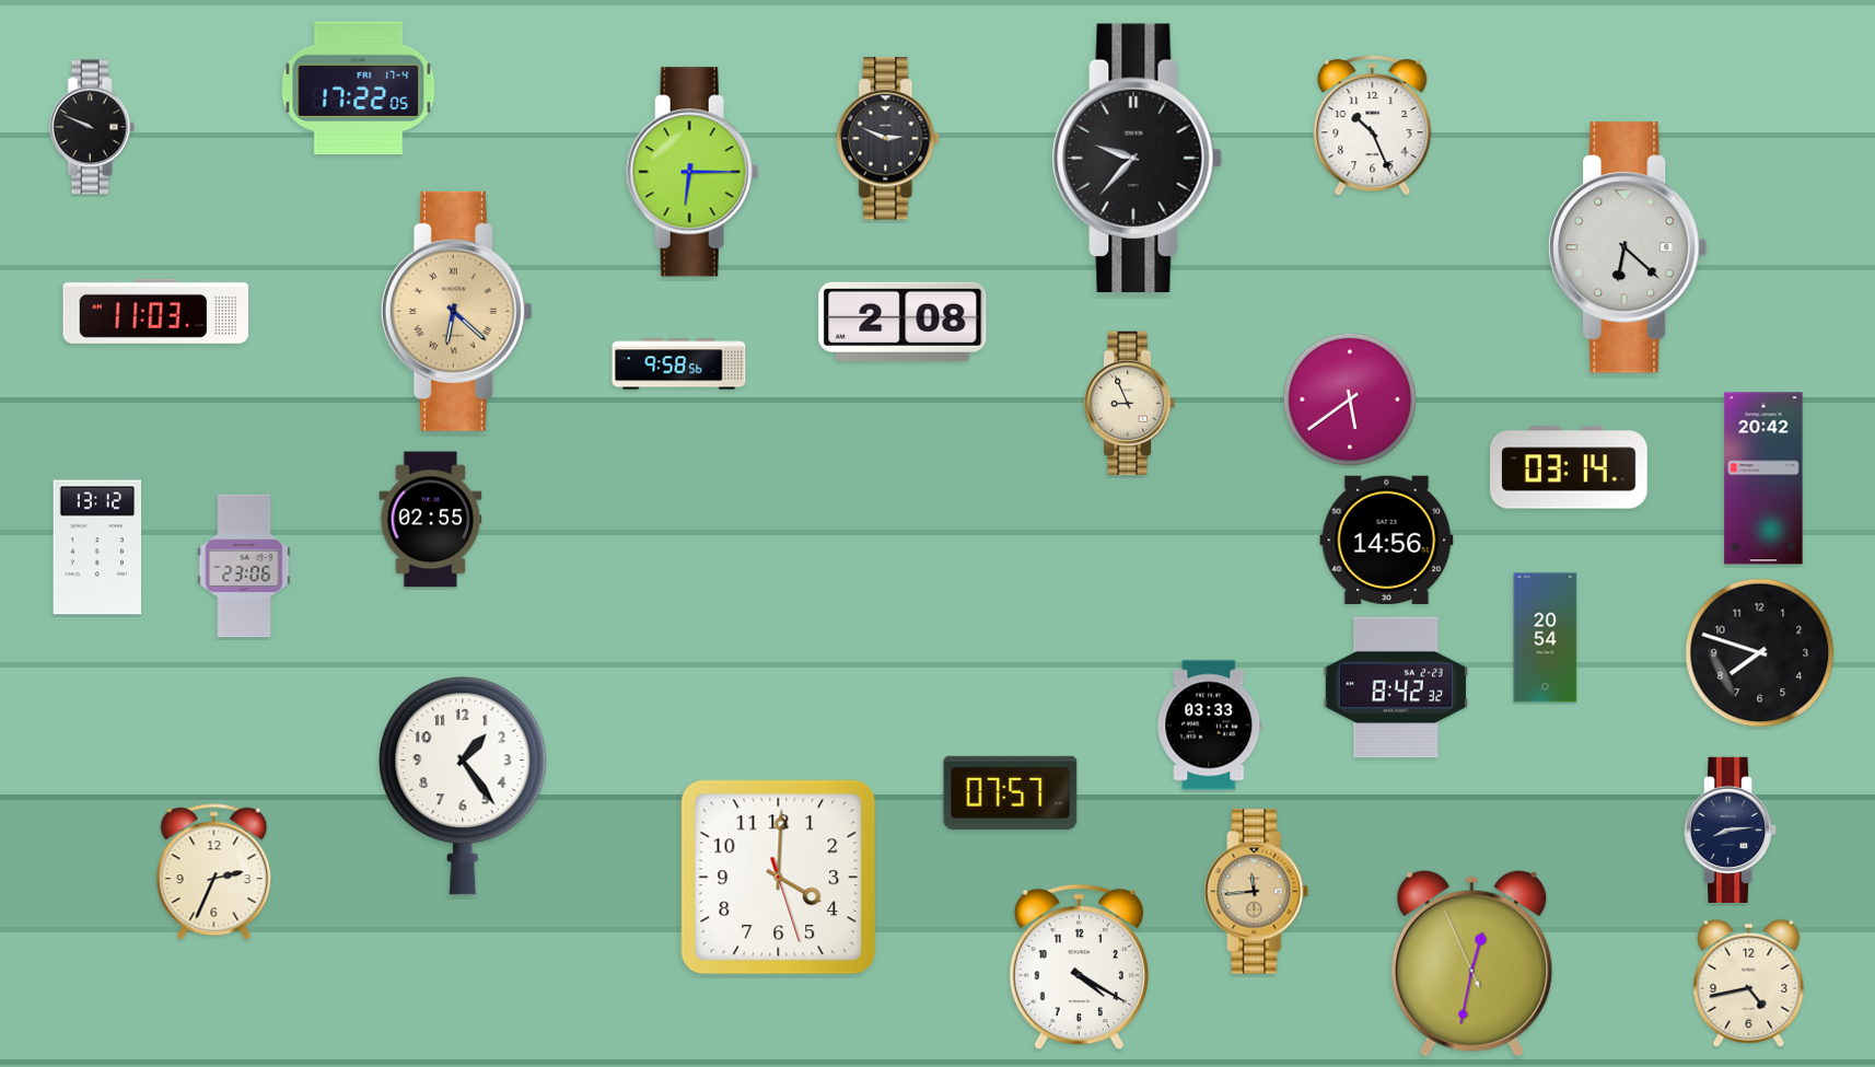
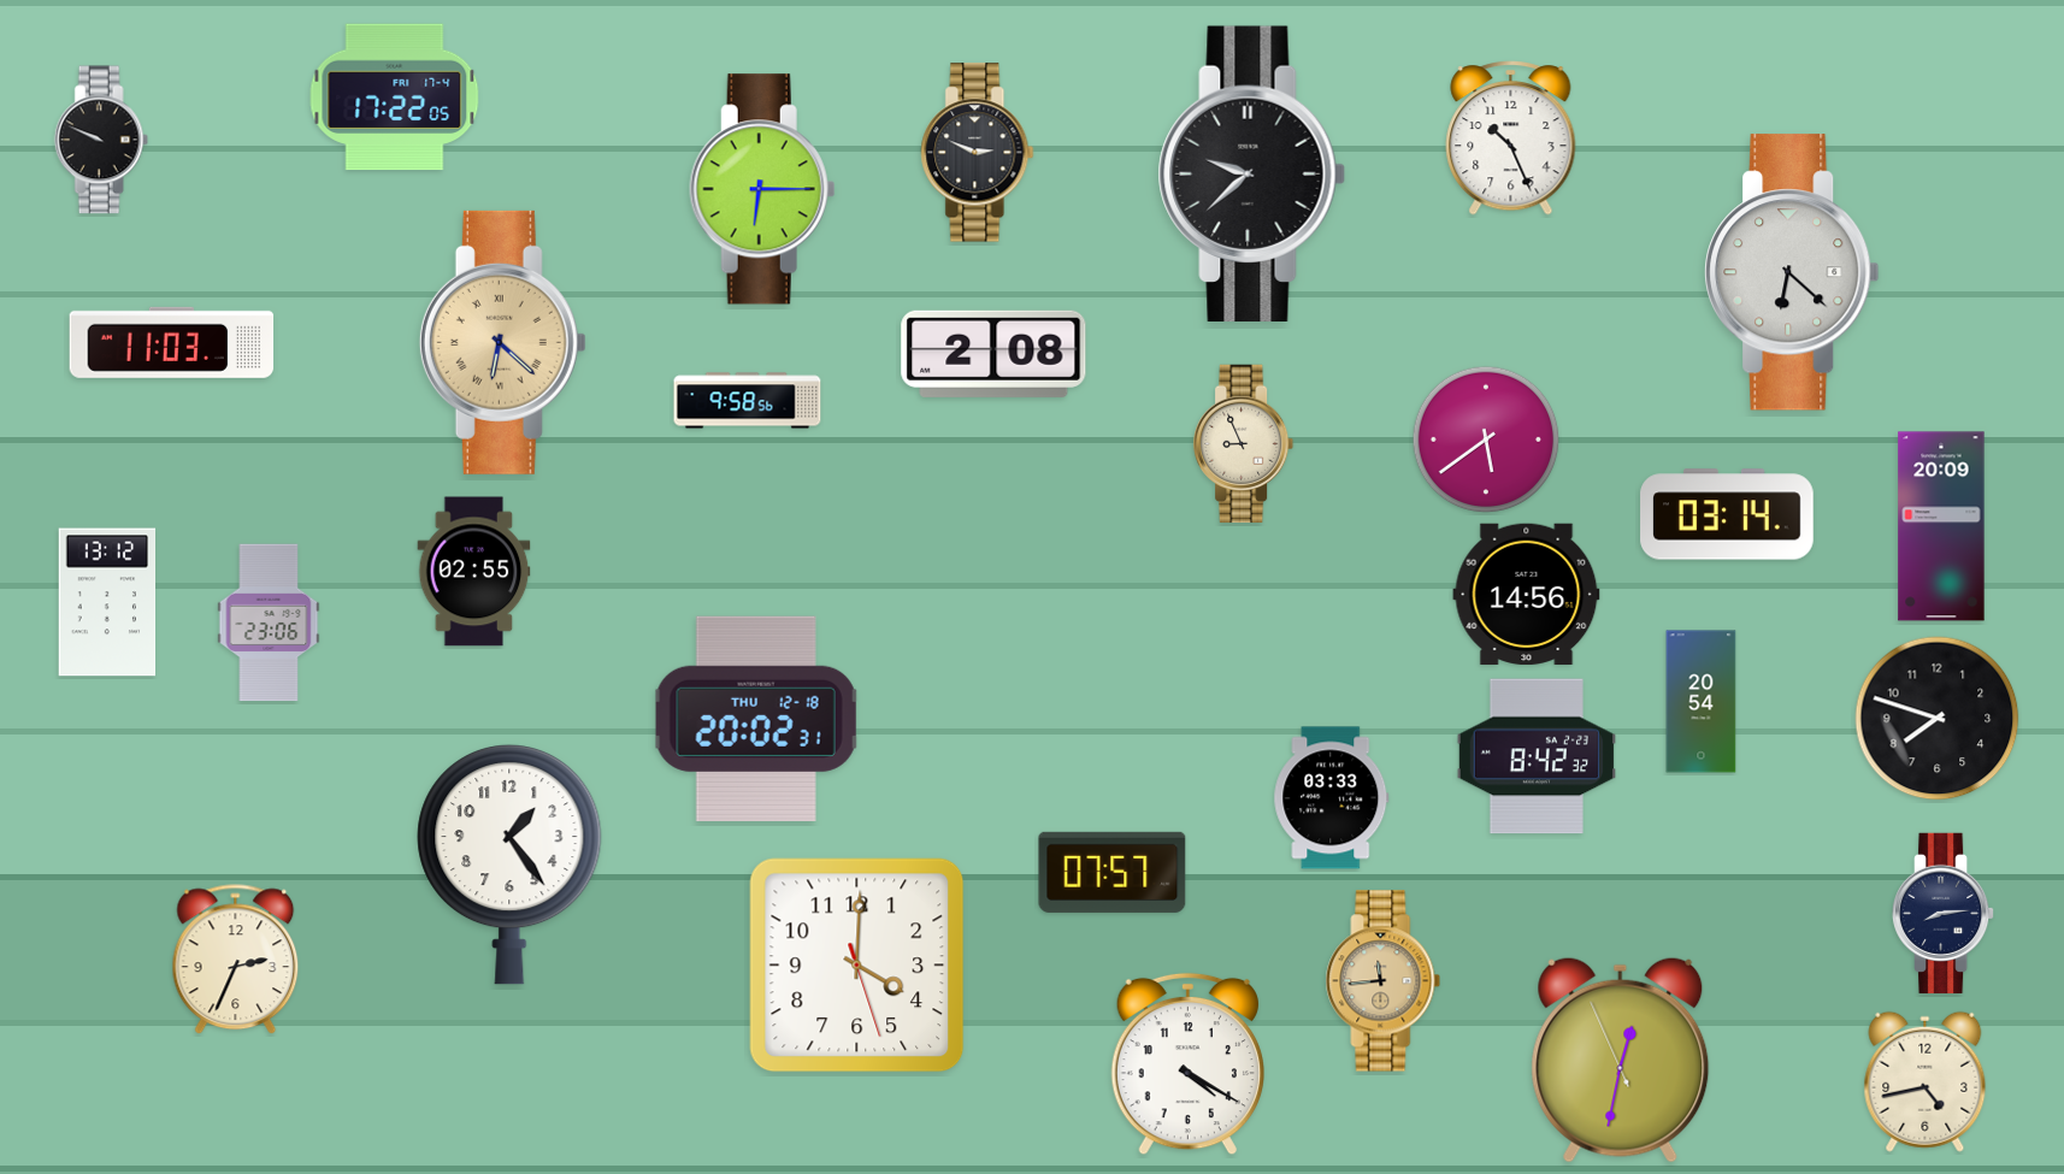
clock at (1137, 158): 9:37 -> 9:38
clock at (1763, 478): 20:42 -> 20:09
clock at (756, 719): none -> 20:02
clock at (1731, 830) position: (1731, 830) -> (1944, 913)
